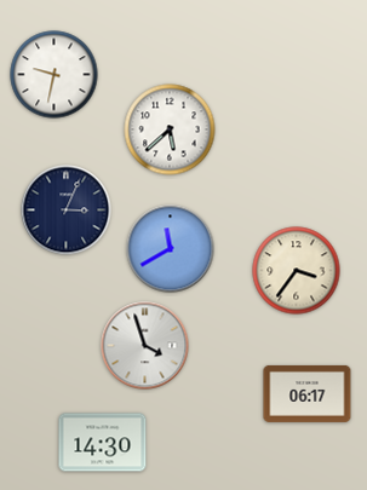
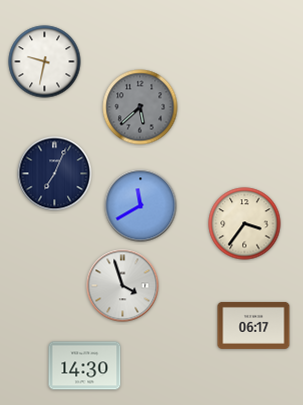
clock at (170, 129) dial: white -> grey
clock at (67, 211): 3:04 -> 7:04
clock at (145, 346) position: (145, 346) -> (123, 286)
